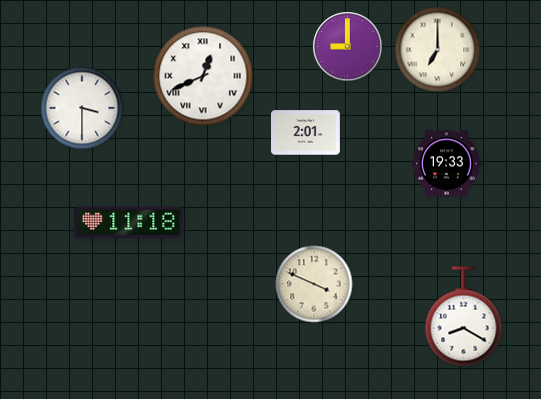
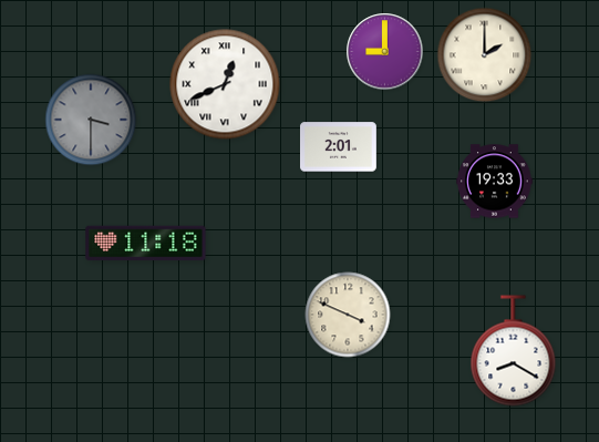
clock at (438, 50): 7:00 -> 2:00
clock at (82, 108) dial: white -> grey
clock at (129, 223) position: (129, 223) -> (146, 244)
